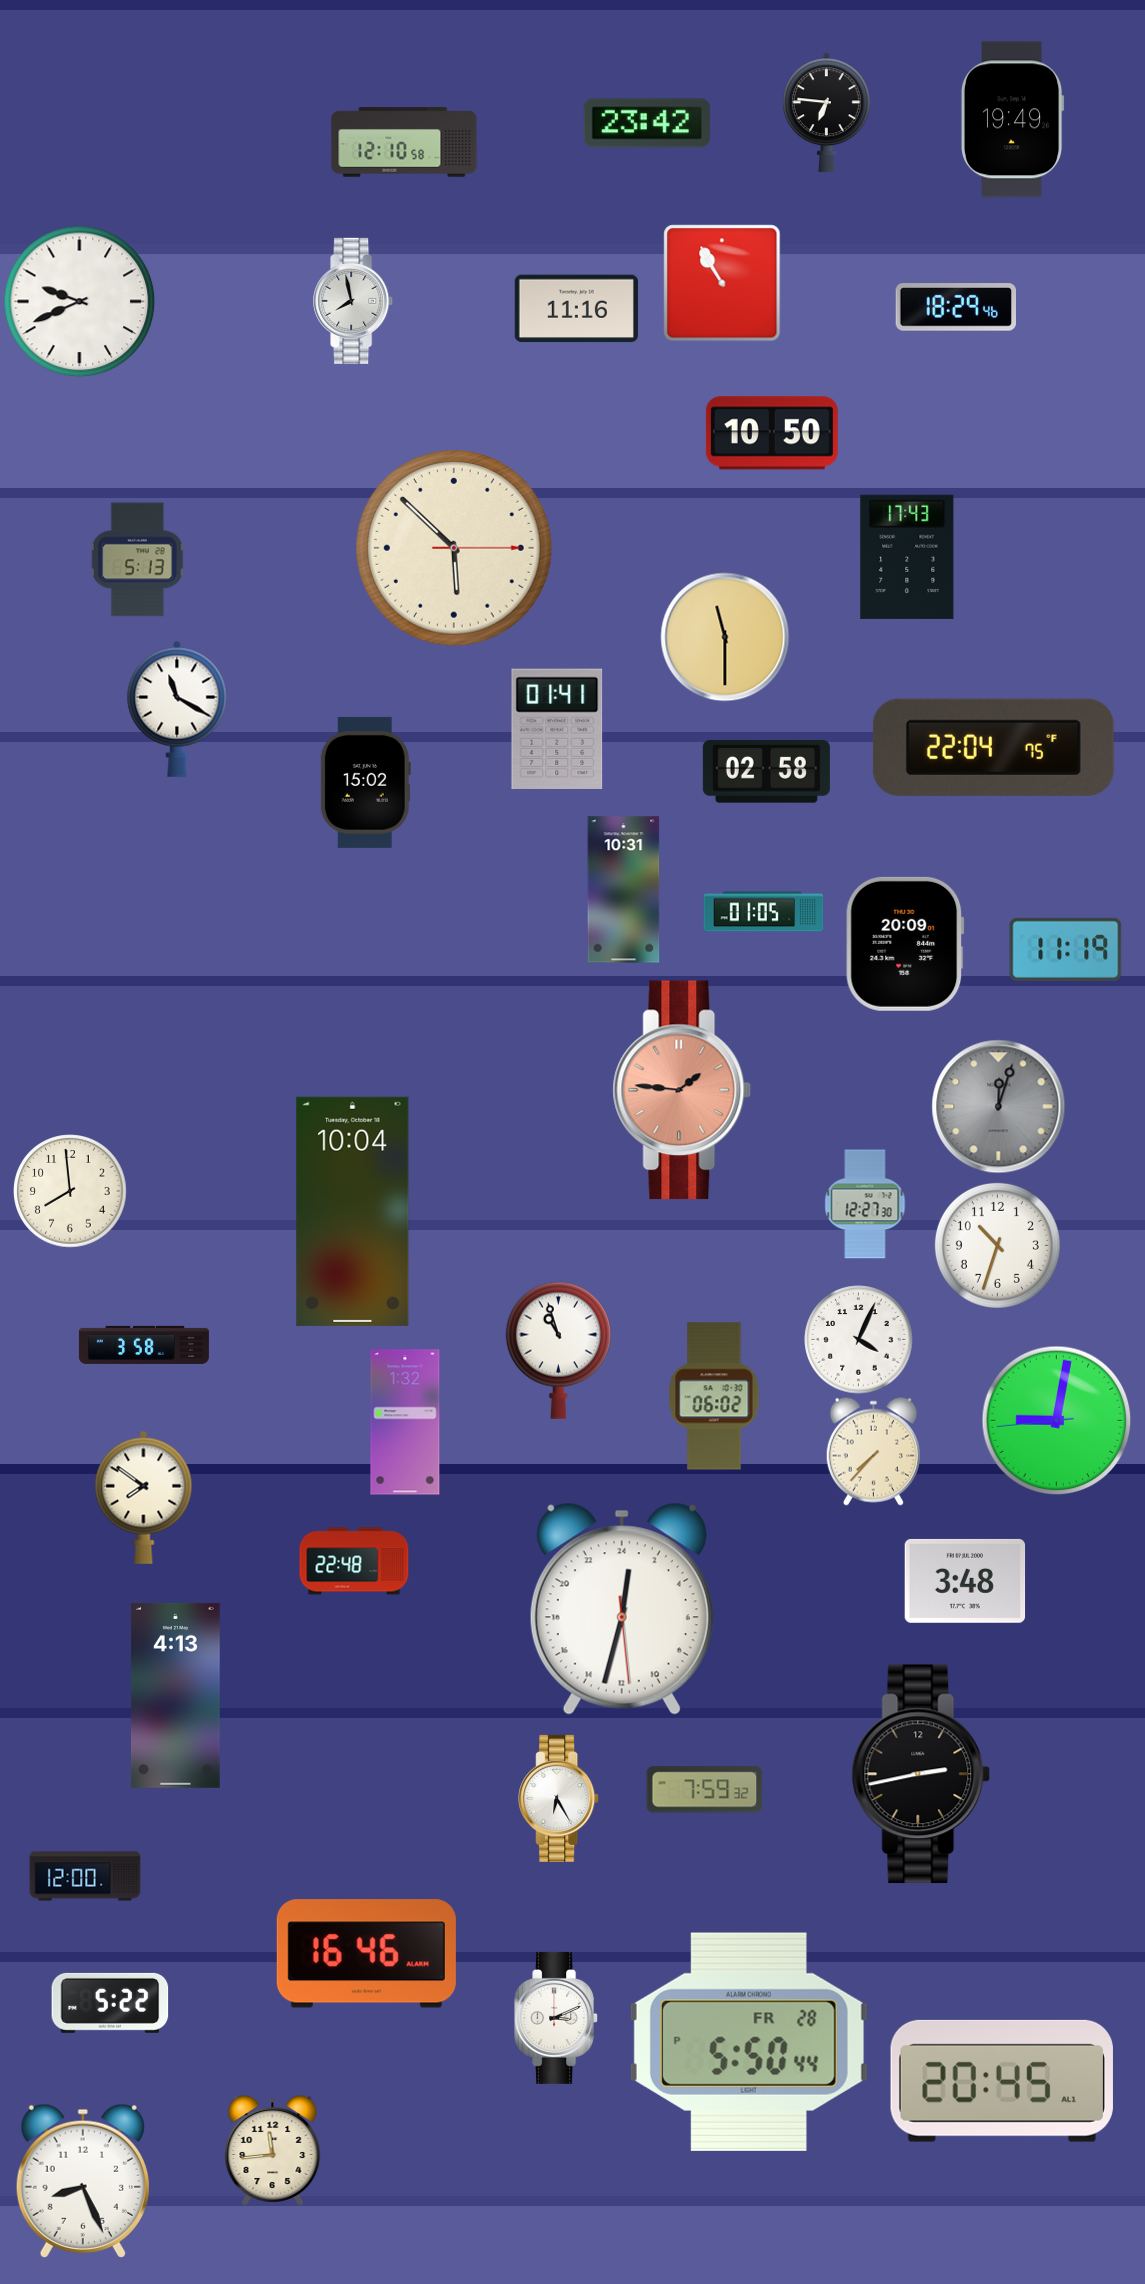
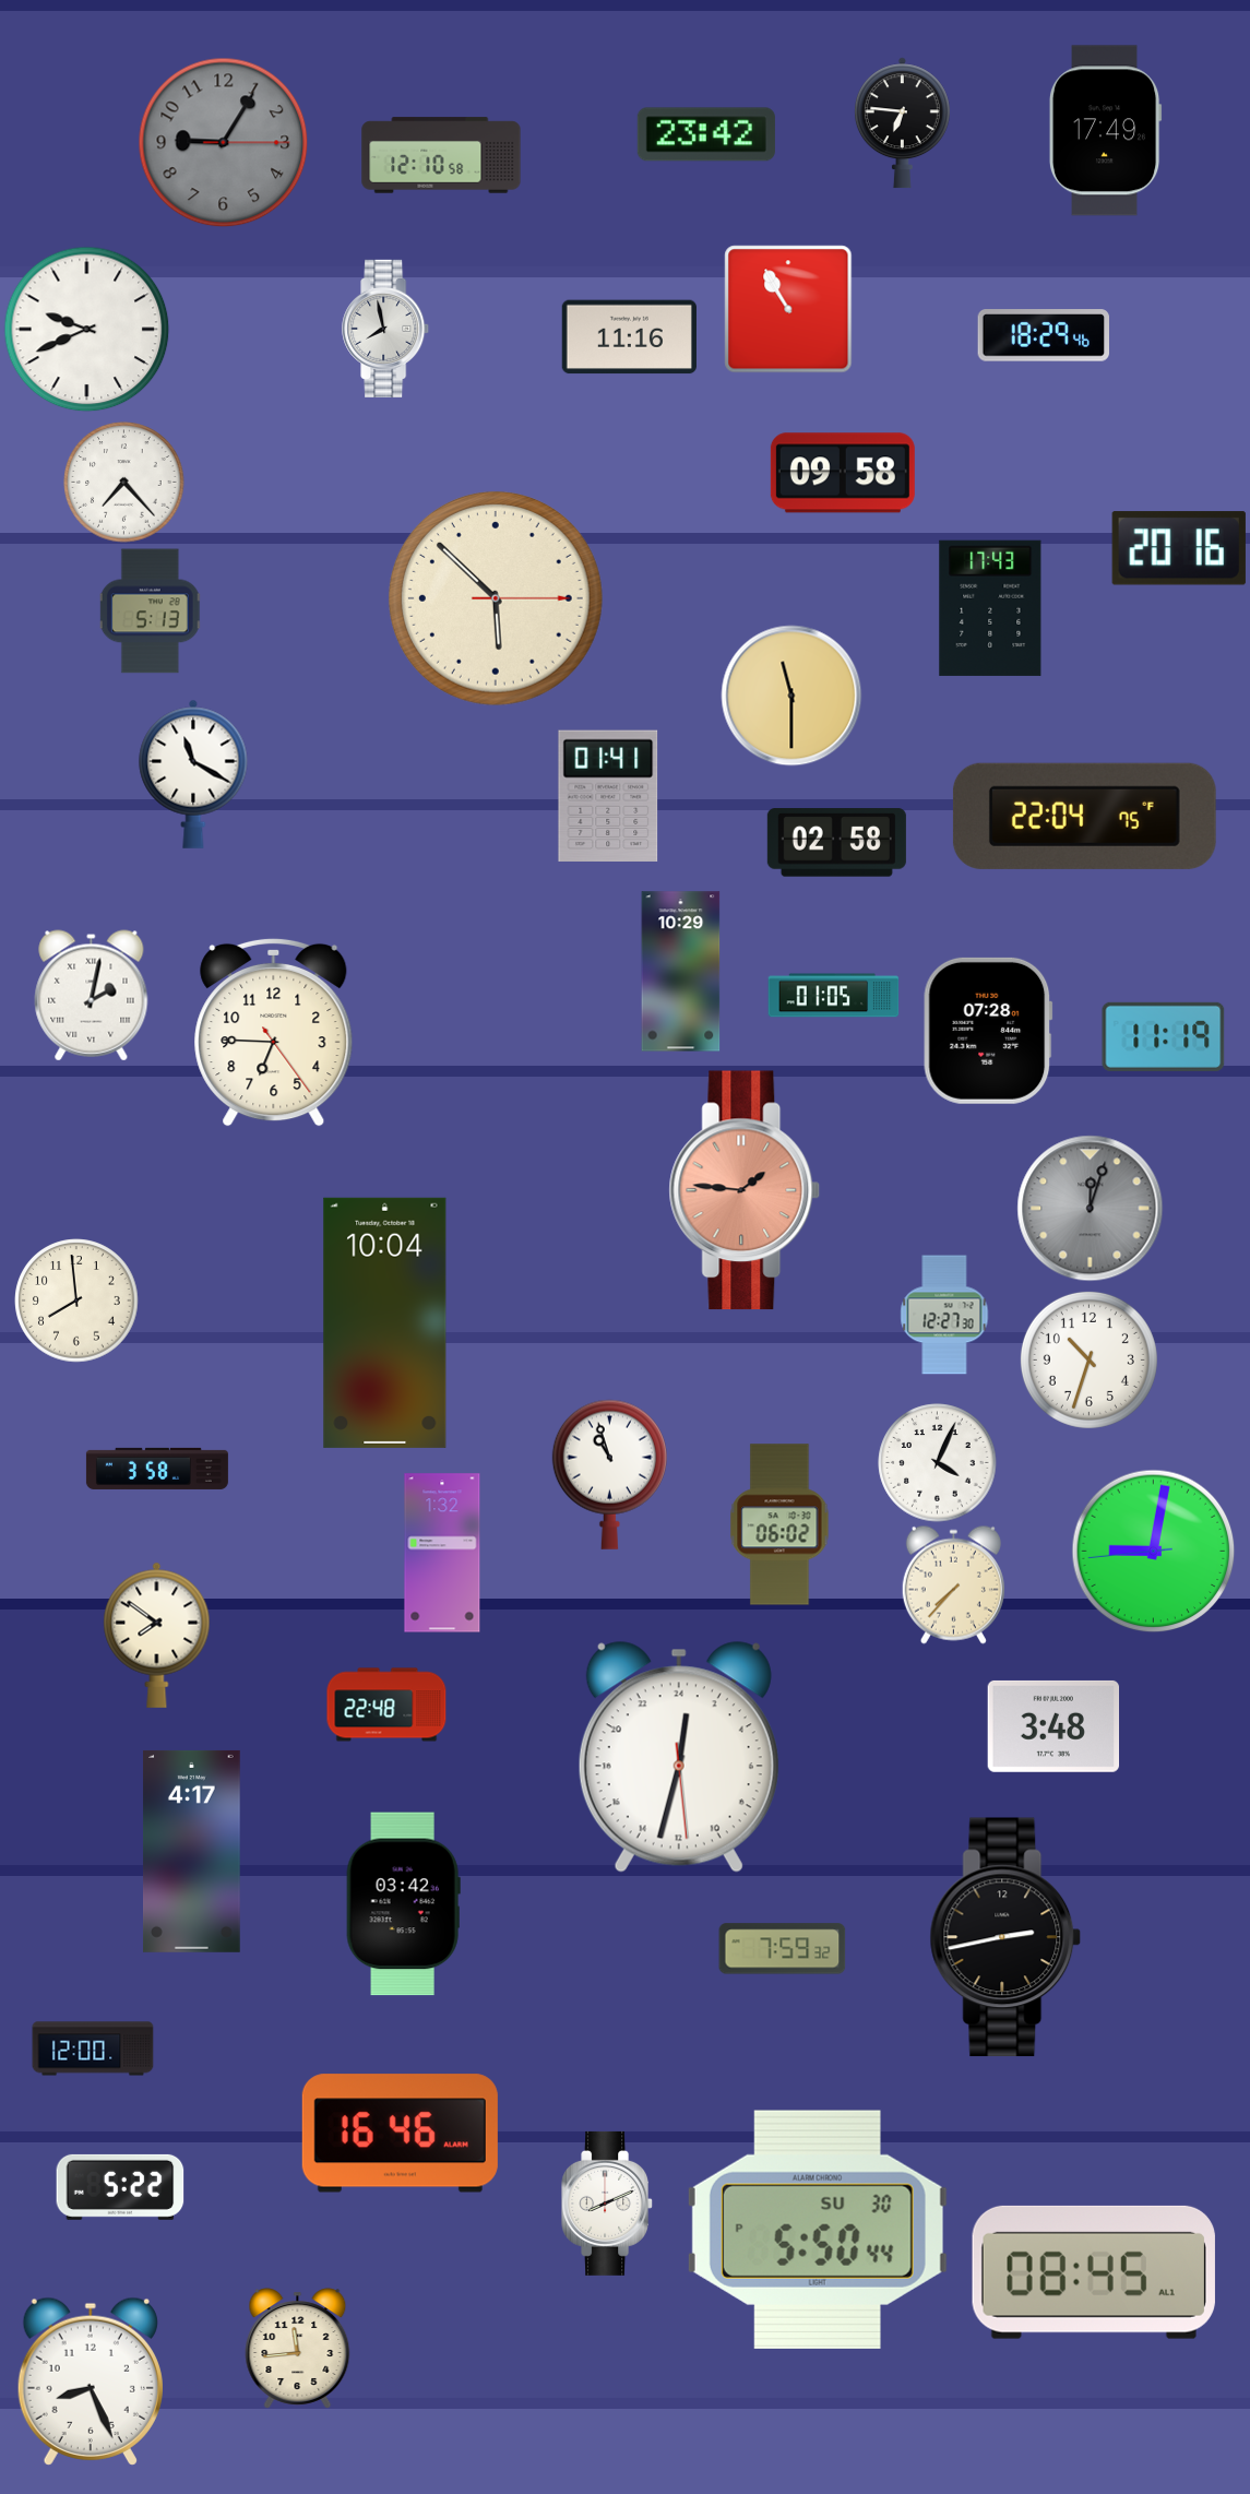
clock at (1012, 120): 19:49 -> 17:49
clock at (224, 143): none -> 9:05
clock at (772, 433): 10:50 -> 09:58
clock at (124, 483): none -> 7:23
clock at (1179, 548): none -> 20:16
clock at (365, 782): 15:02 -> none
clock at (624, 890): 10:31 -> 10:29
clock at (92, 996): none -> 2:02
clock at (905, 944): 20:09 -> 07:28
clock at (274, 1032): none -> 6:45
clock at (176, 1695): 4:13 -> 4:17
clock at (403, 1904): none -> 03:42
clock at (705, 1790) position: (705, 1790) -> (783, 1949)
clock at (559, 1798): 6:25 -> none
clock at (557, 2018): 3:11 -> 8:11
clock at (749, 2042) date: FR 28 -> SU 30
clock at (1002, 2081): 20:45 -> 08:45
